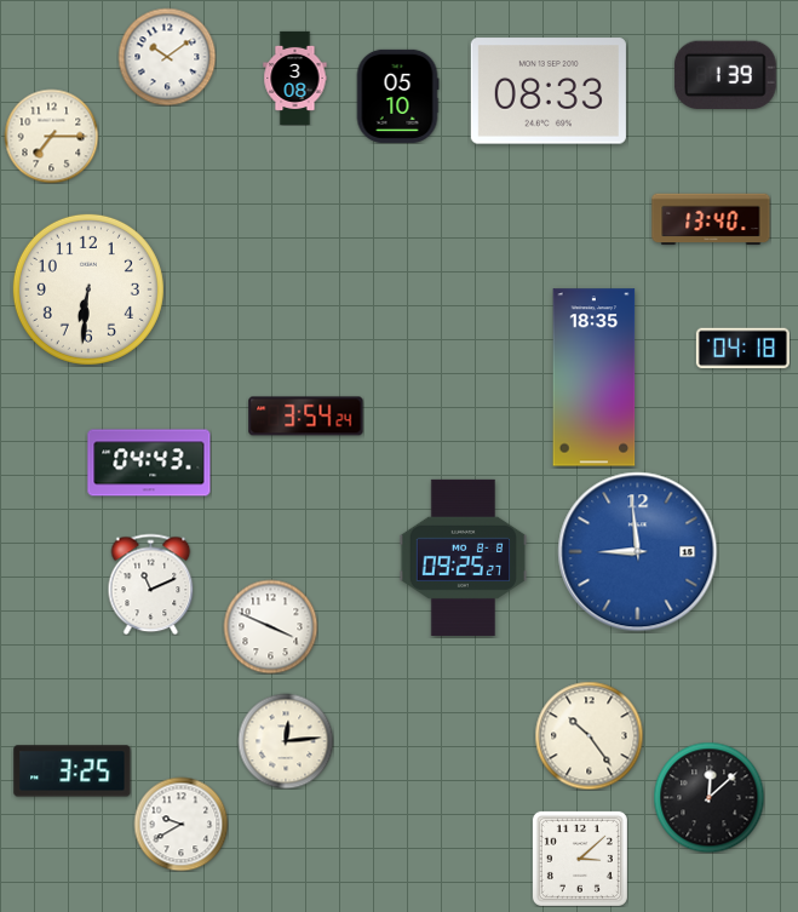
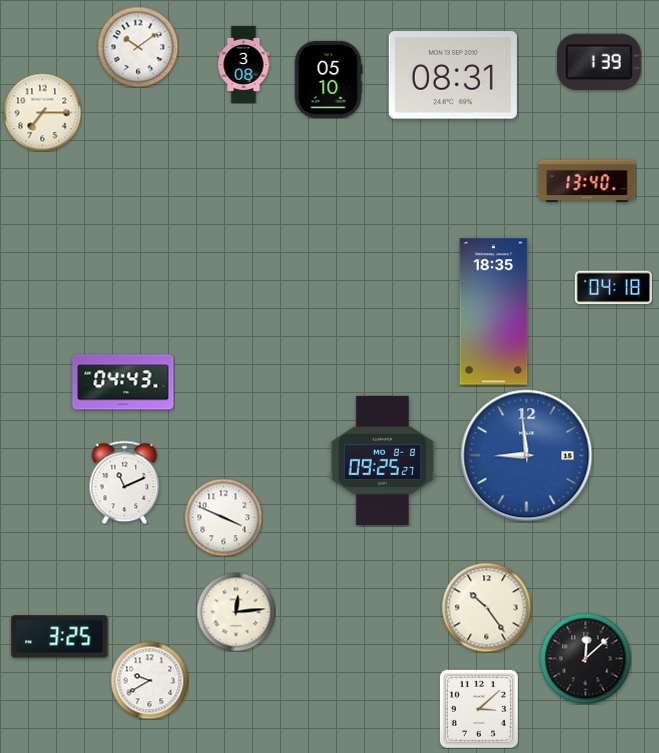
clock at (549, 91): 08:33 -> 08:31
clock at (88, 289): 6:31 -> none
clock at (595, 378) position: (595, 378) -> (494, 312)
clock at (306, 417): 3:54 -> none
